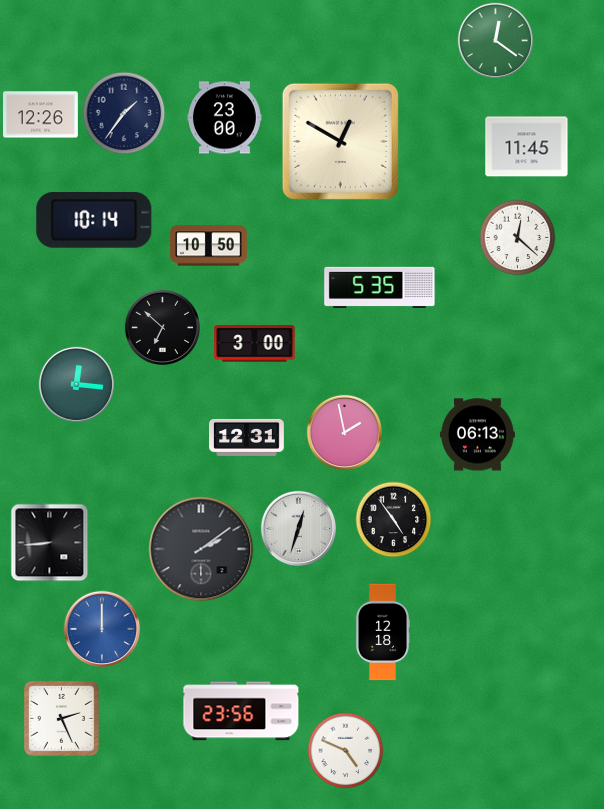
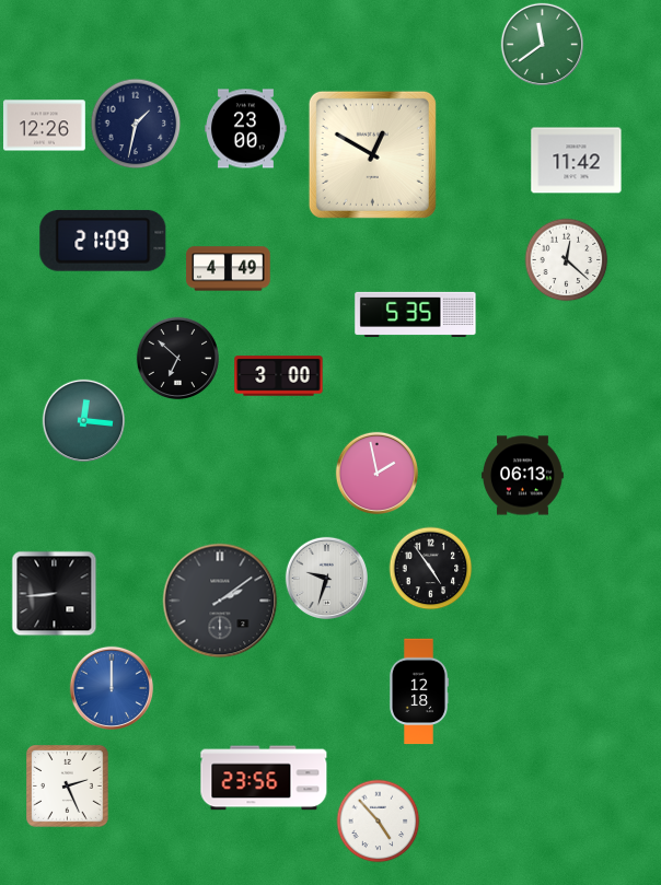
clock at (495, 40): 12:21 -> 11:39
clock at (124, 113): 1:36 -> 1:32
clock at (527, 147): 11:45 -> 11:42
clock at (94, 220): 10:14 -> 21:09
clock at (209, 246): 10:50 -> 4:49
clock at (247, 437): 12:31 -> none
clock at (298, 528): 12:33 -> 9:33
clock at (346, 751): 4:49 -> 4:53
